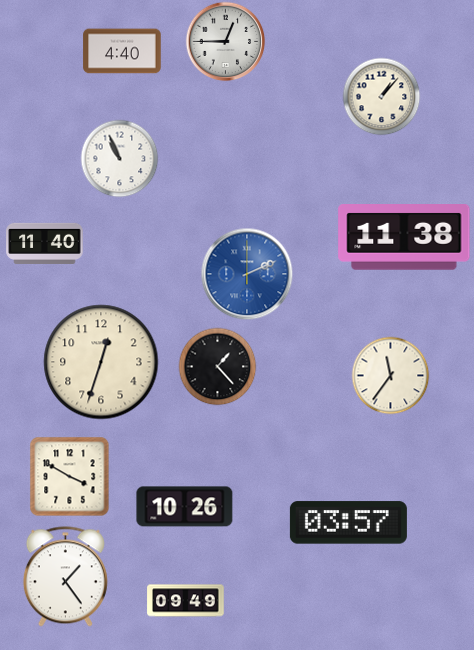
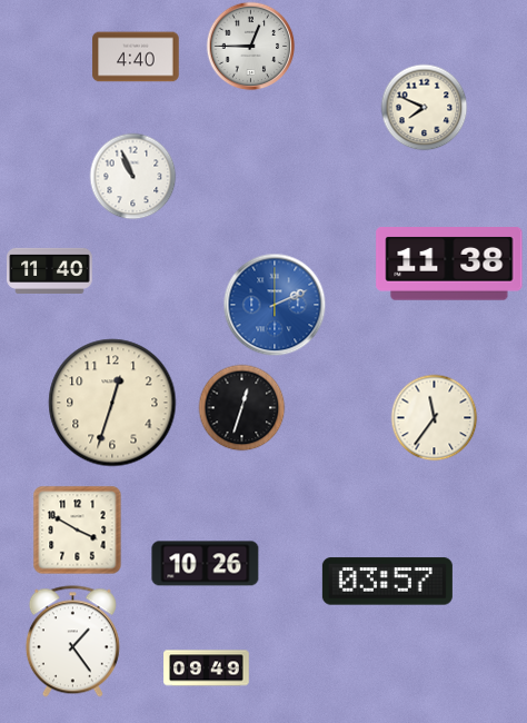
clock at (381, 96): 1:07 -> 7:49
clock at (217, 366): 1:23 -> 12:33
